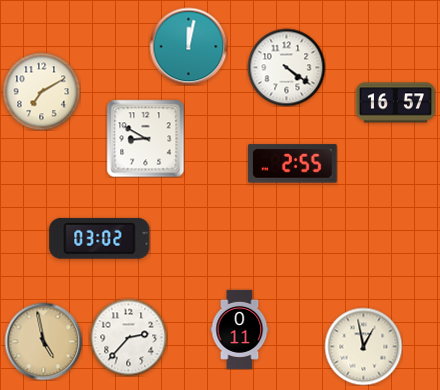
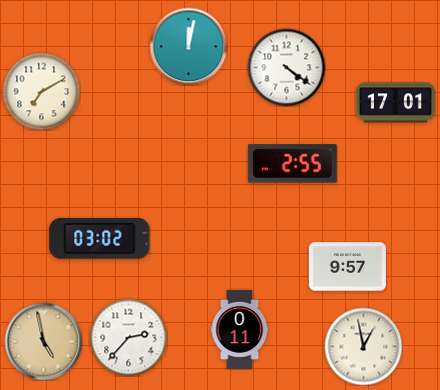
clock at (395, 103): 16:57 -> 17:01
clock at (145, 138): 8:50 -> none
clock at (347, 267): none -> 9:57
